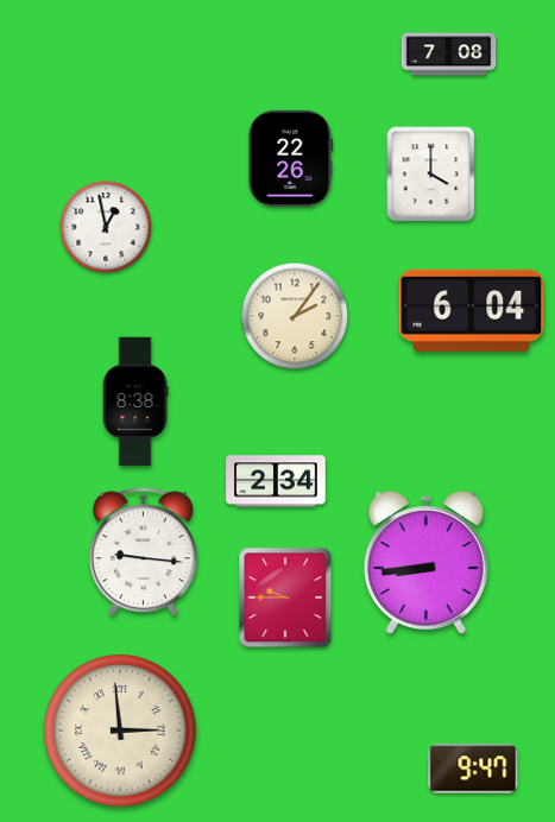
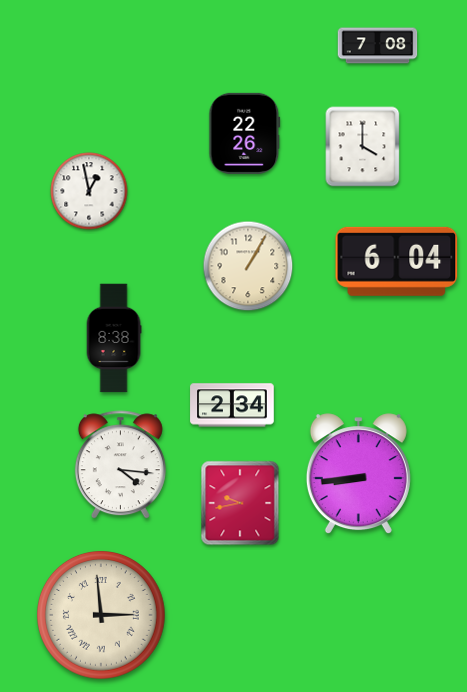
clock at (295, 316): 2:06 -> 1:05
clock at (143, 552): 9:16 -> 4:16
clock at (285, 597): 9:45 -> 9:43
clock at (473, 769): 9:47 -> none
